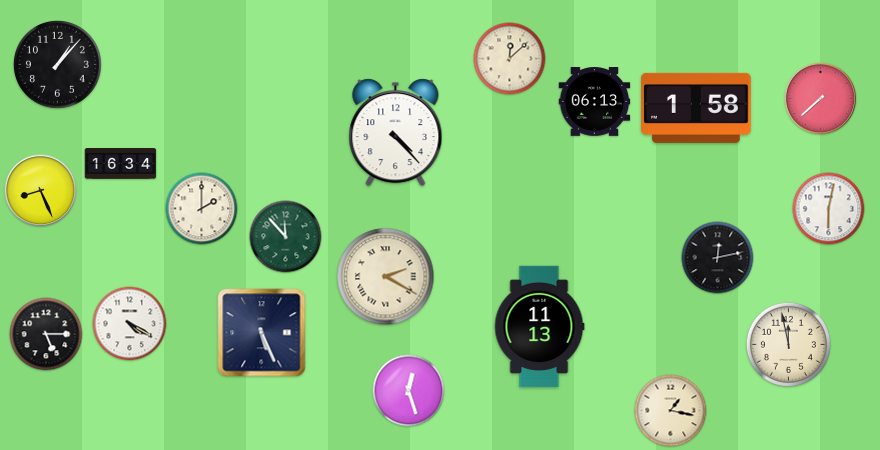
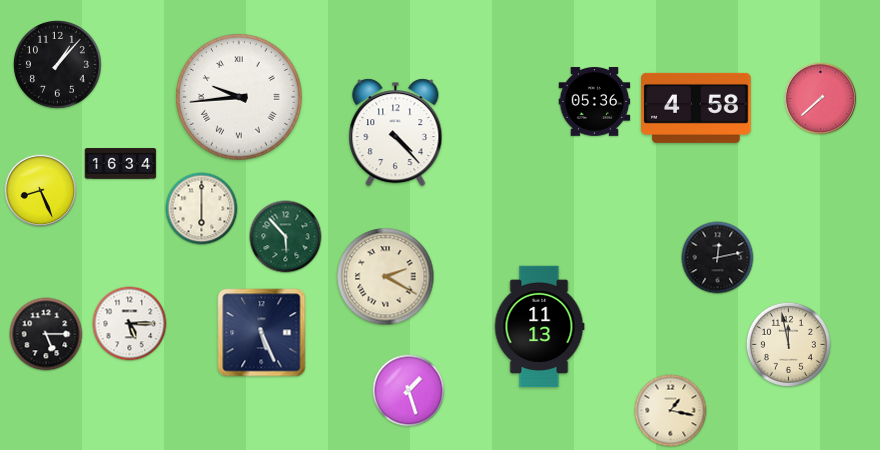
clock at (510, 59): 12:08 -> none
clock at (239, 97): none -> 9:44
clock at (595, 102): 06:13 -> 05:36
clock at (696, 108): 1:58 -> 4:58
clock at (202, 209): 2:00 -> 6:00
clock at (829, 209): 6:02 -> none
clock at (286, 237): 11:53 -> 5:53
clock at (130, 324): 4:20 -> 5:15
clock at (409, 391): 12:27 -> 1:27
